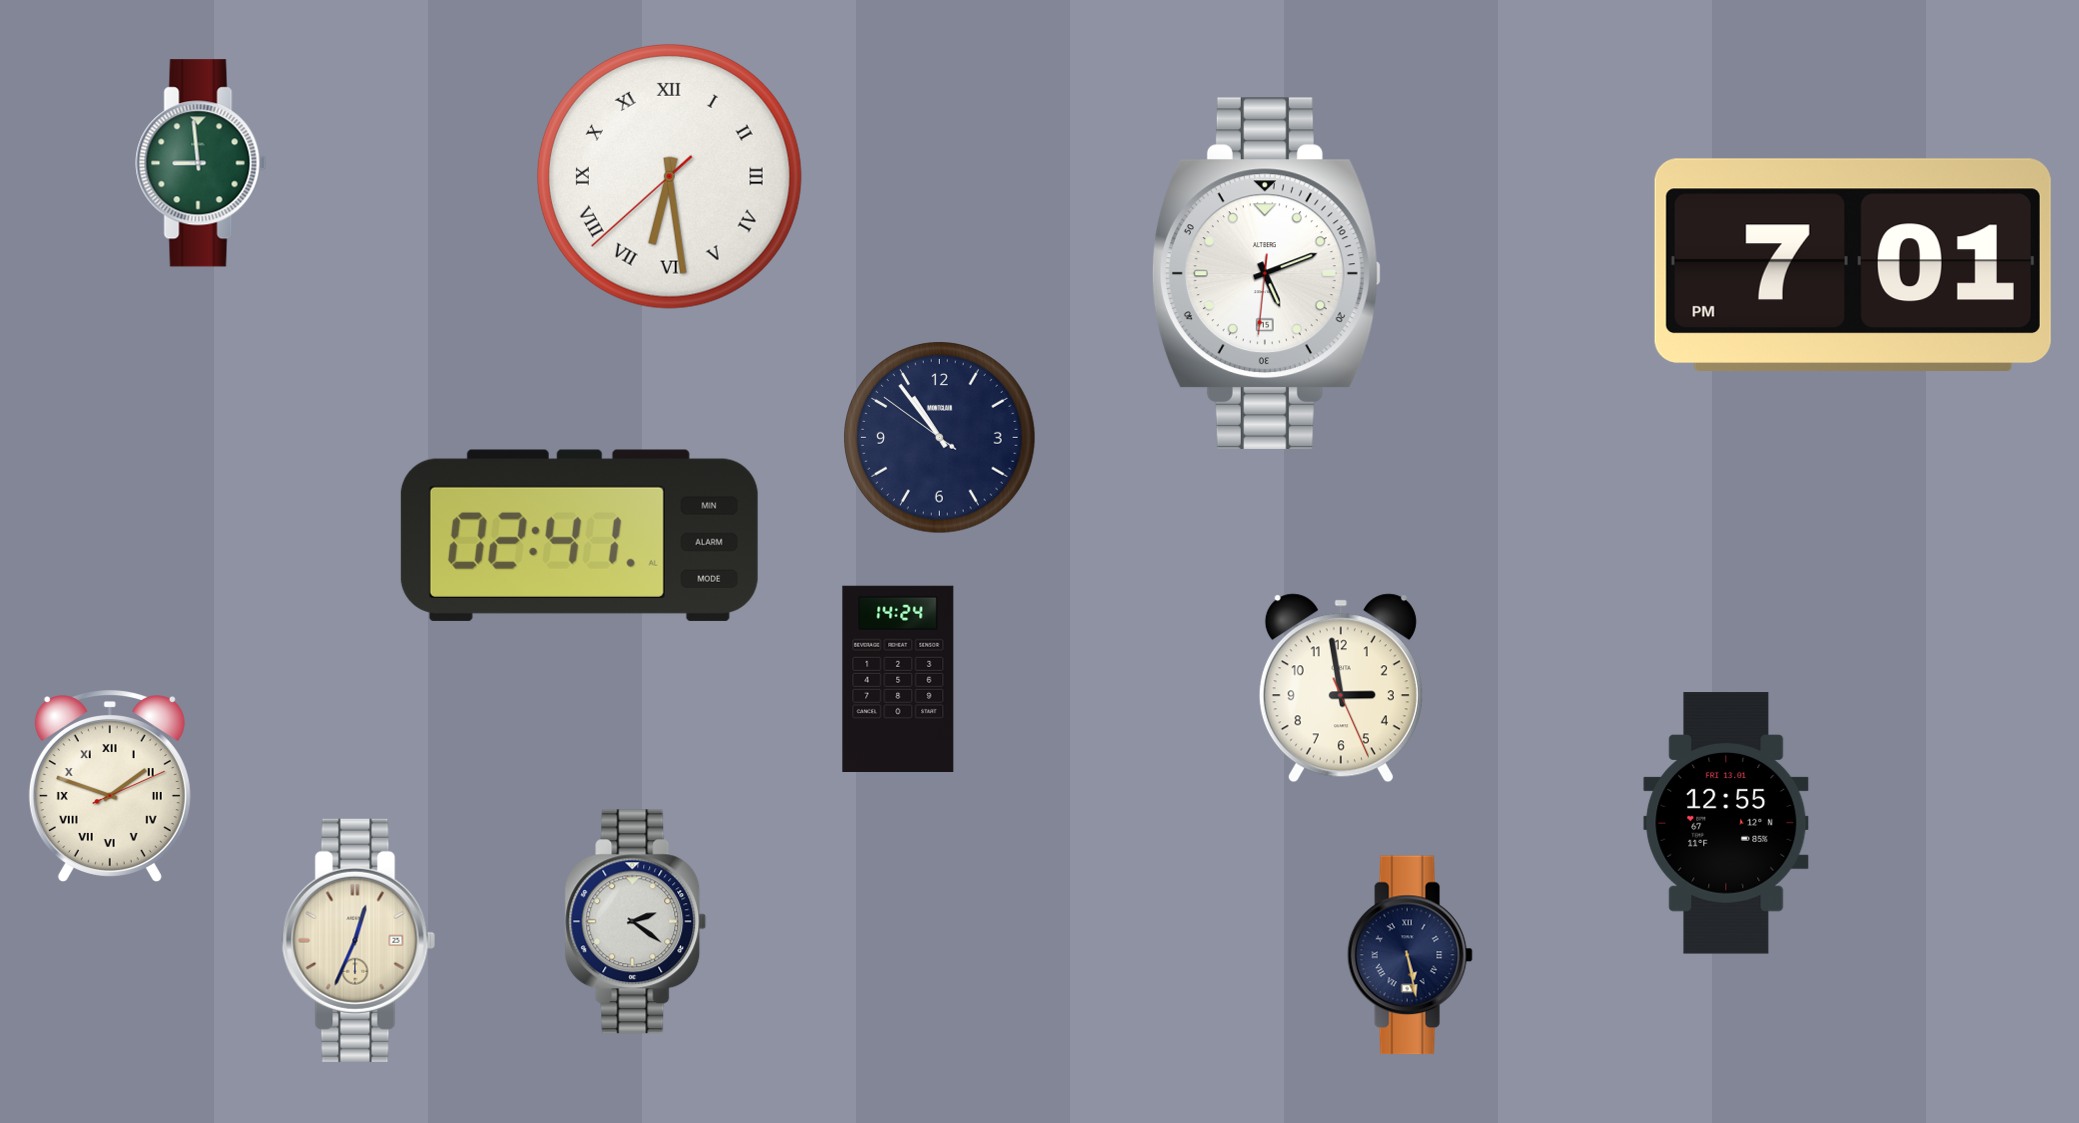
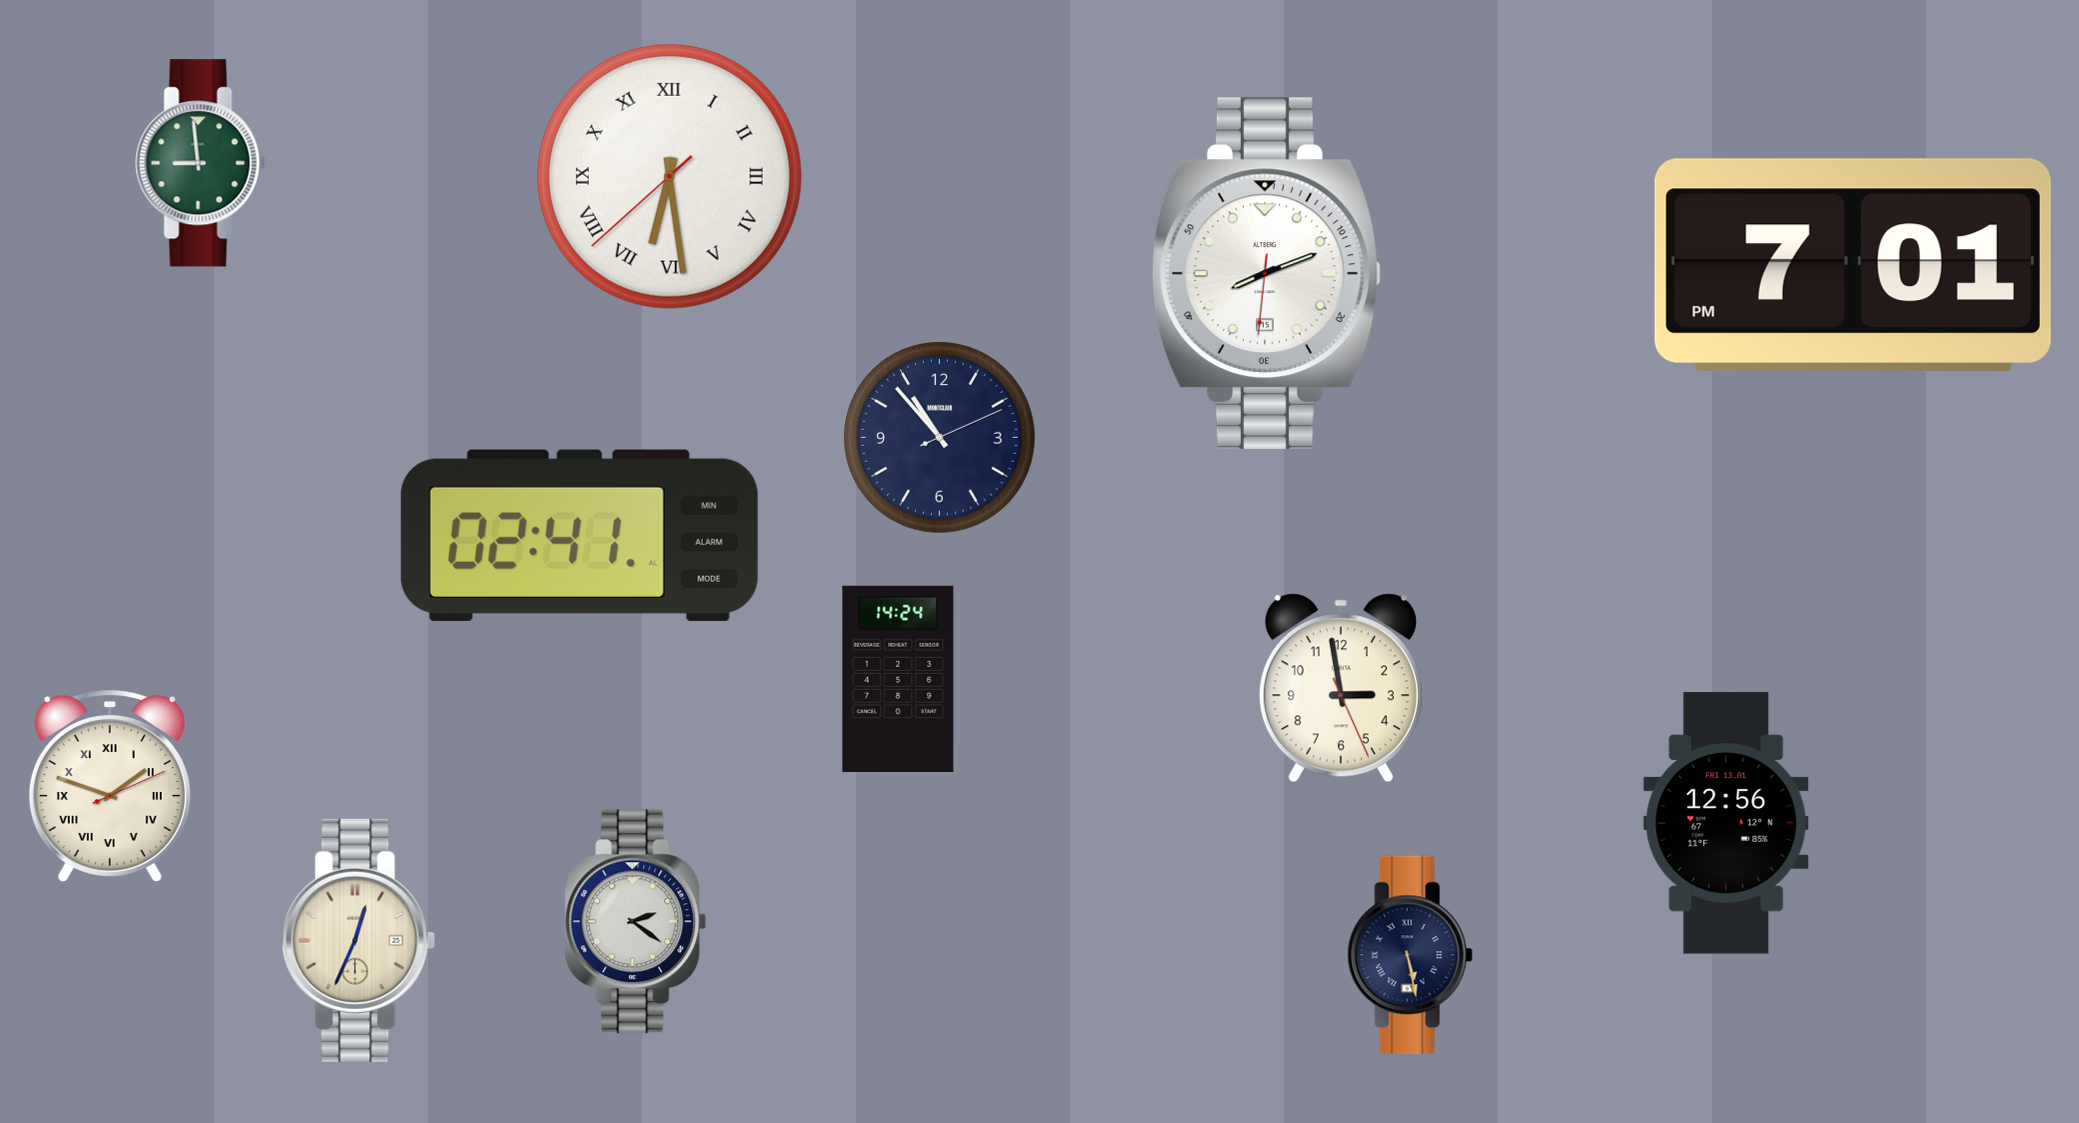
clock at (1266, 273): 5:11 -> 8:11
clock at (940, 438): 10:53:51 -> 10:53:11
clock at (1726, 823): 12:55 -> 12:56
